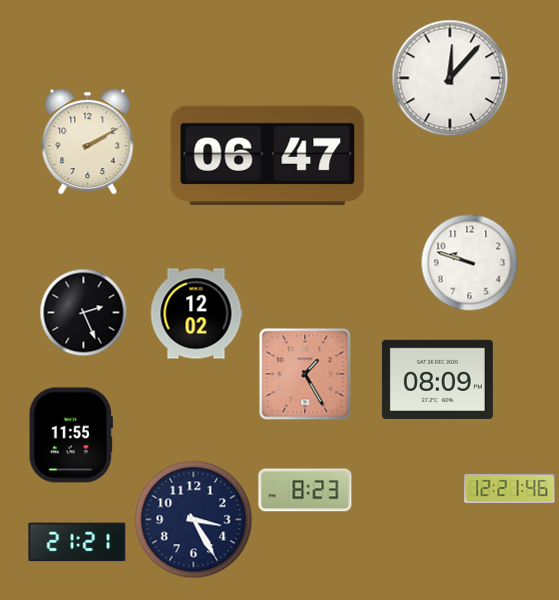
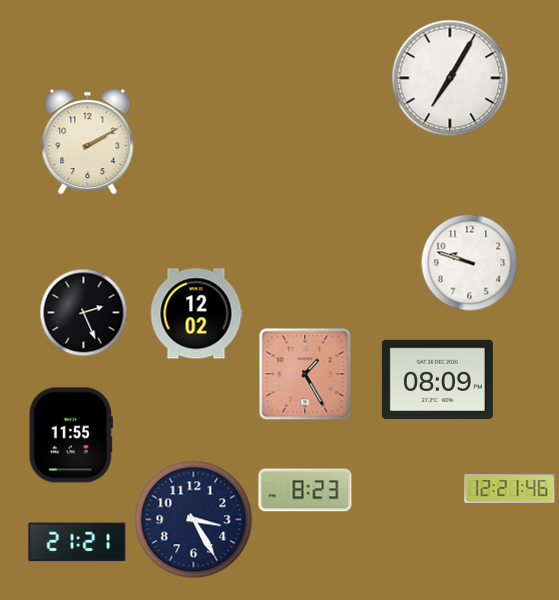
clock at (450, 78): 12:07 -> 7:05
clock at (268, 156): 06:47 -> none
